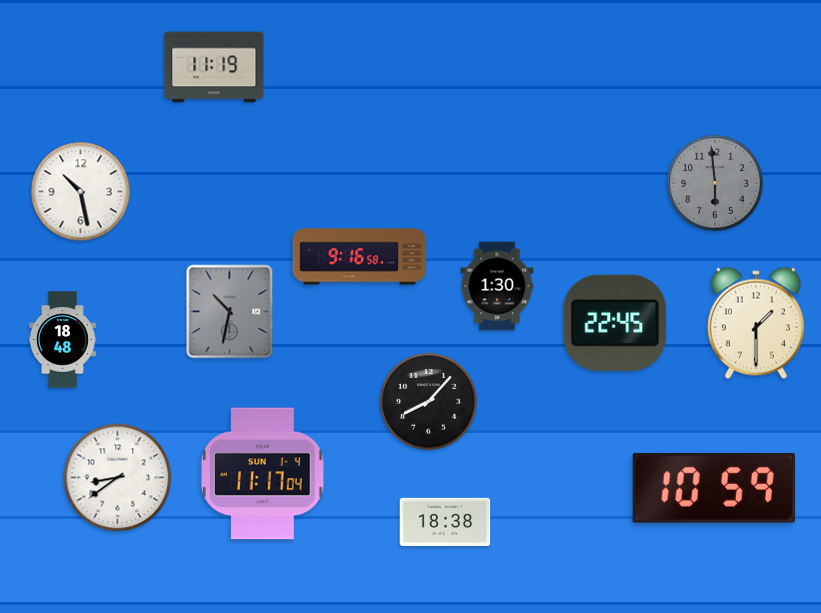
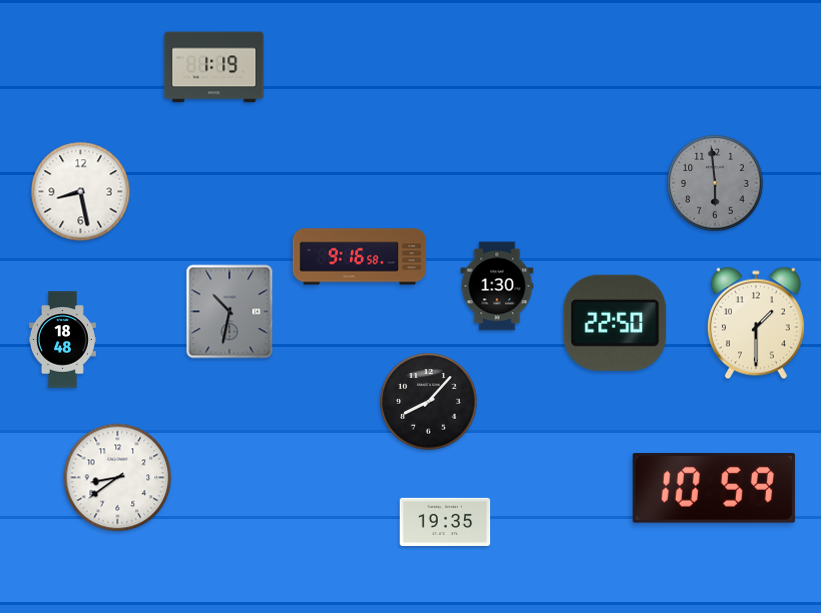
clock at (214, 67): 11:19 -> 1:19
clock at (81, 192): 10:28 -> 8:28
clock at (615, 323): 22:45 -> 22:50
clock at (263, 474): 11:17 -> none
clock at (445, 522): 18:38 -> 19:35
